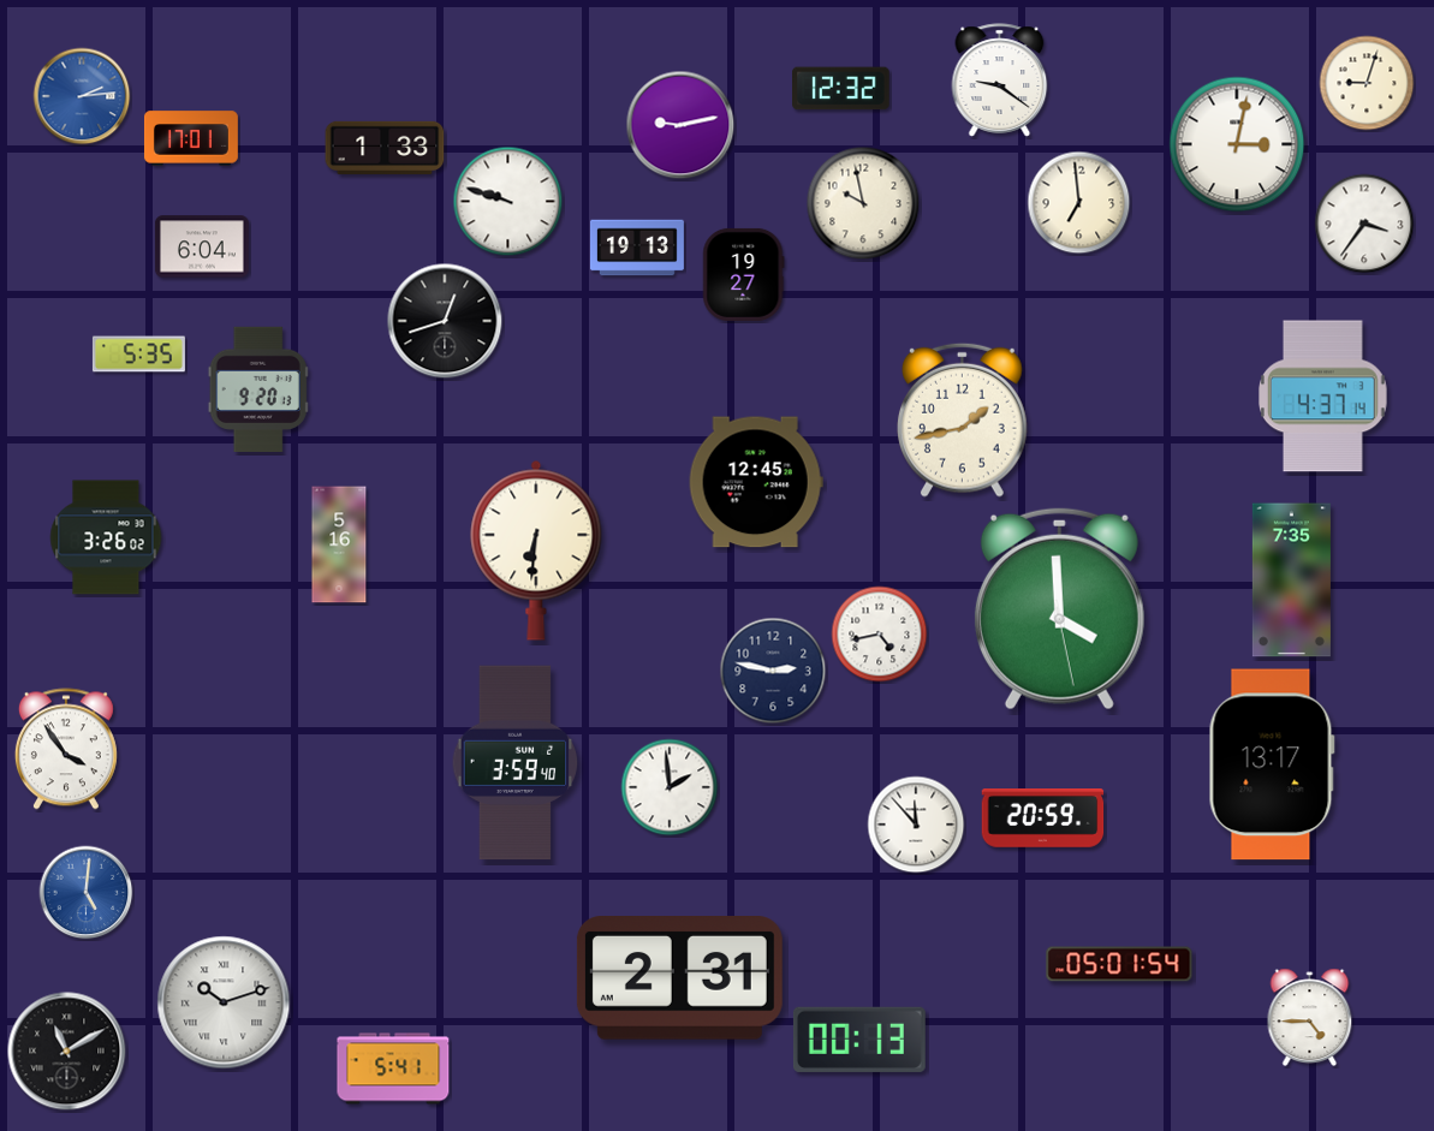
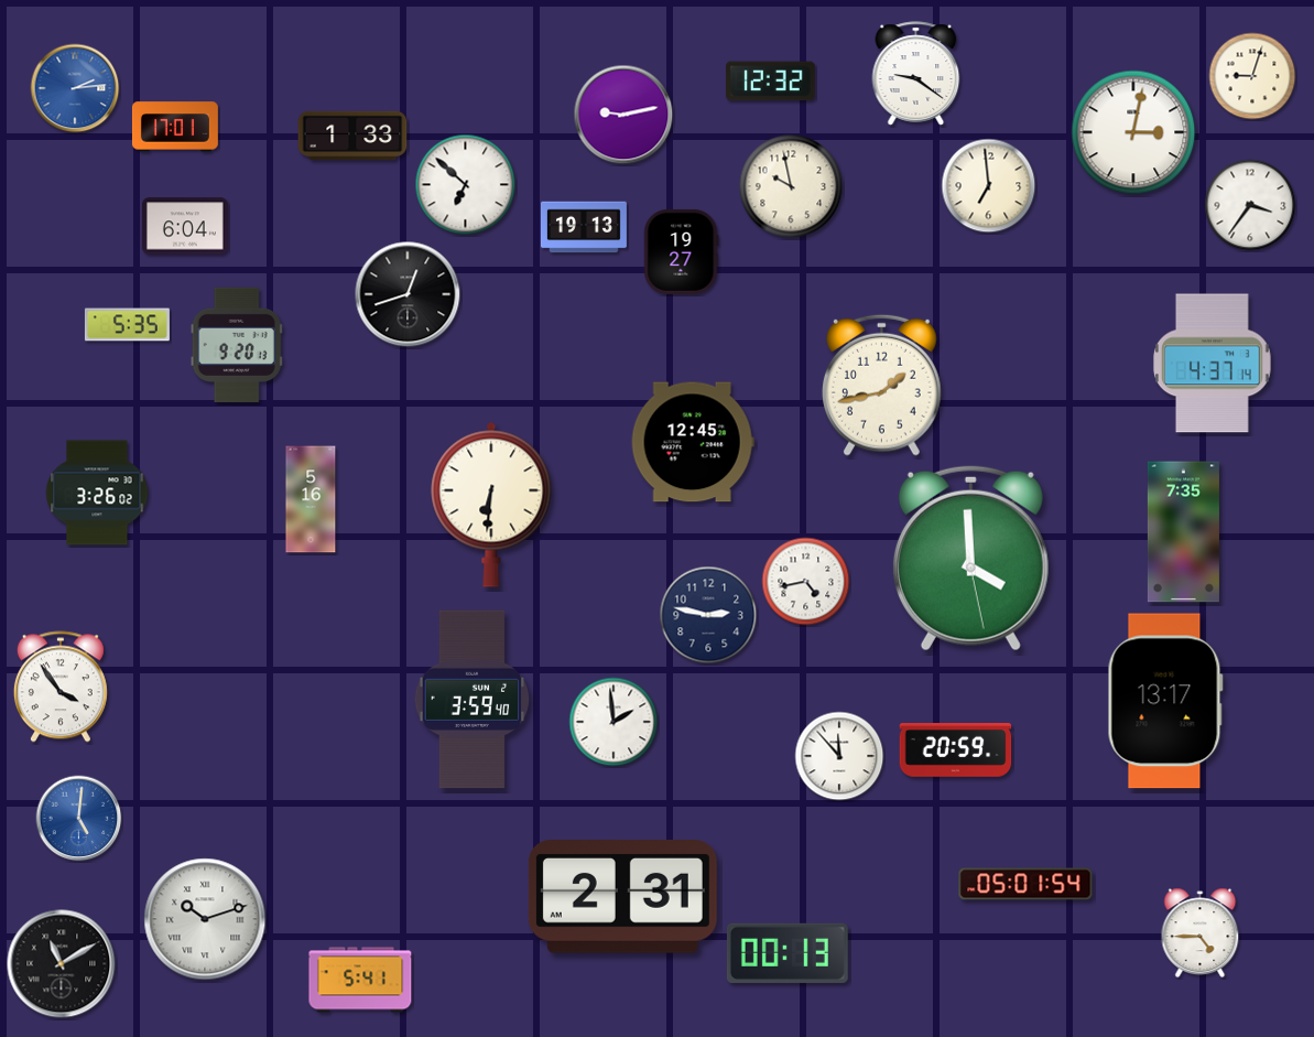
clock at (508, 202): 9:48 -> 6:52
clock at (258, 389) position: (258, 389) -> (237, 345)
